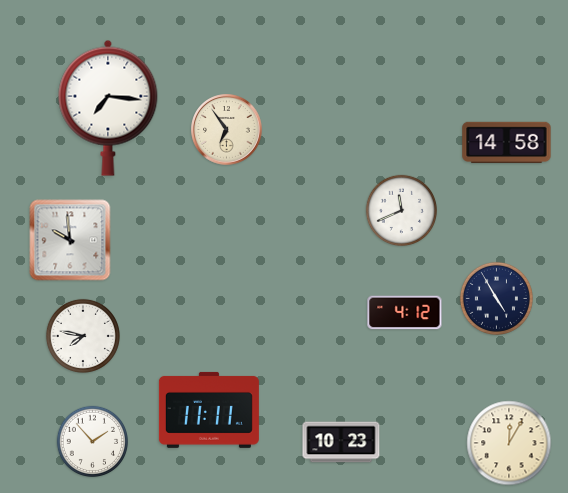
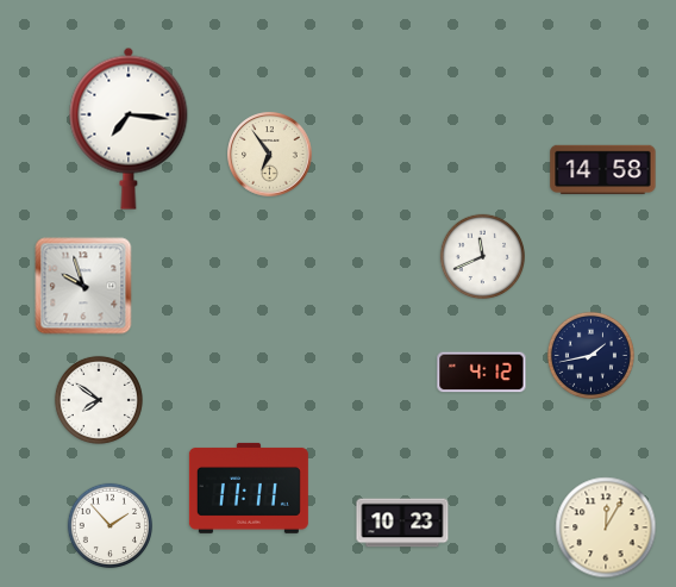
clock at (402, 211) position: (402, 211) -> (483, 257)
clock at (70, 240): 9:59 -> 9:57
clock at (496, 298): 4:55 -> 1:43
clock at (83, 336): 7:47 -> 7:51
clock at (341, 442) position: (341, 442) -> (402, 523)
